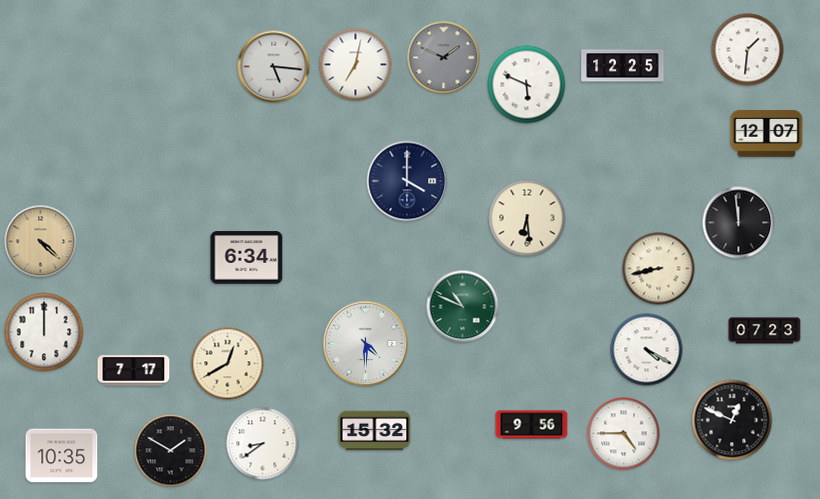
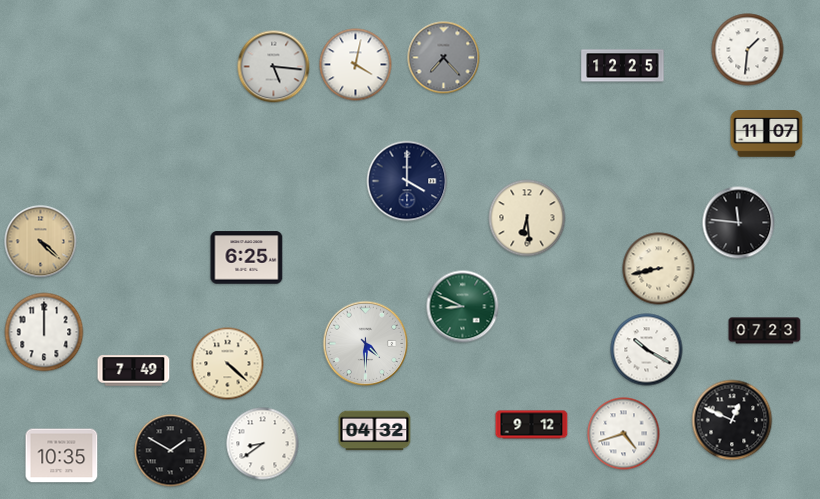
clock at (444, 58): 1:49 -> 7:23
clock at (356, 65): 7:02 -> 4:02
clock at (527, 85): 5:49 -> none
clock at (767, 134): 12:07 -> 11:07
clock at (739, 223): 11:59 -> 11:46
clock at (247, 258): 6:34 -> 6:25
clock at (463, 307): 10:49 -> 8:49
clock at (647, 350): 4:20 -> 10:20
clock at (228, 364): 12:40 -> 4:22
clock at (134, 371): 7:17 -> 7:49
clock at (532, 425): 9:56 -> 9:12
clock at (375, 431): 15:32 -> 04:32
clock at (624, 434): 4:45 -> 4:42
